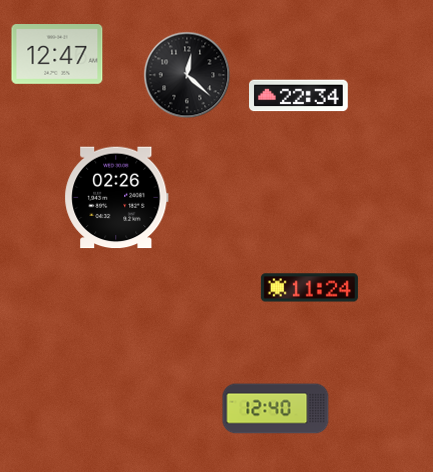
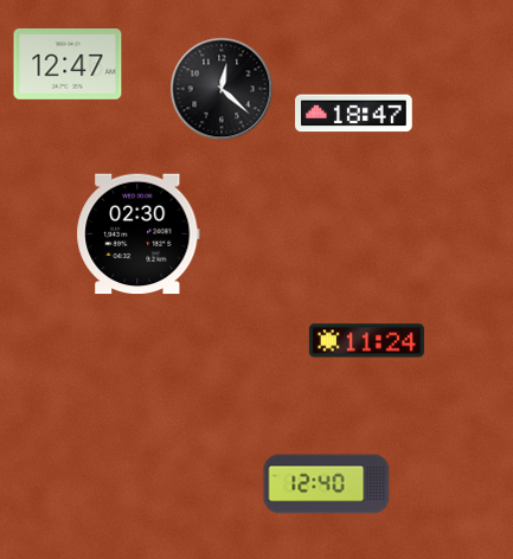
clock at (299, 96): 22:34 -> 18:47
clock at (117, 198): 02:26 -> 02:30
